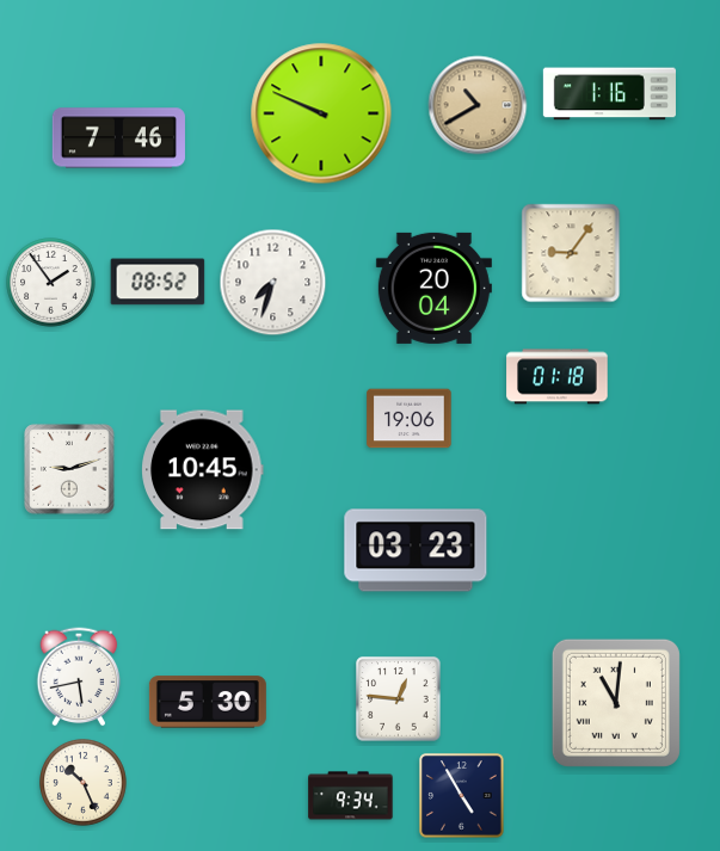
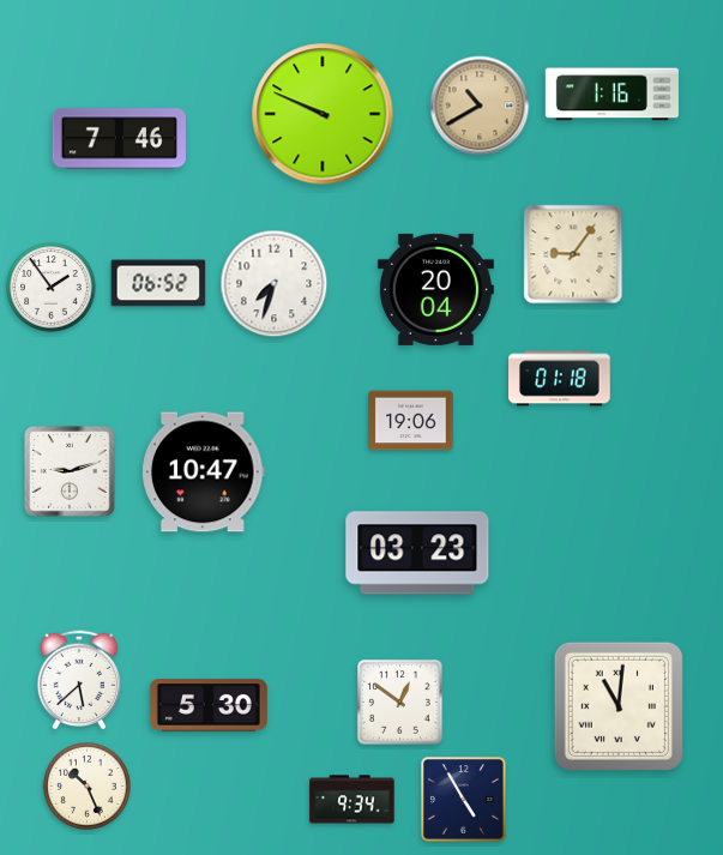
clock at (158, 282): 08:52 -> 06:52
clock at (51, 283) position: (51, 283) -> (52, 288)
clock at (203, 470): 10:45 -> 10:47
clock at (79, 677): 5:43 -> 5:38
clock at (399, 699): 12:46 -> 12:51
clock at (84, 783) position: (84, 783) -> (88, 787)
